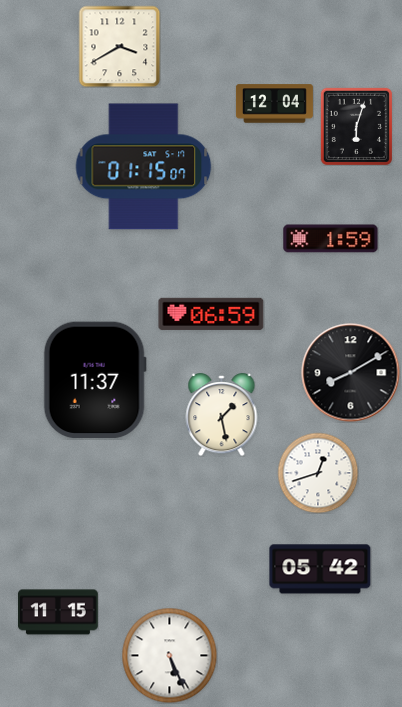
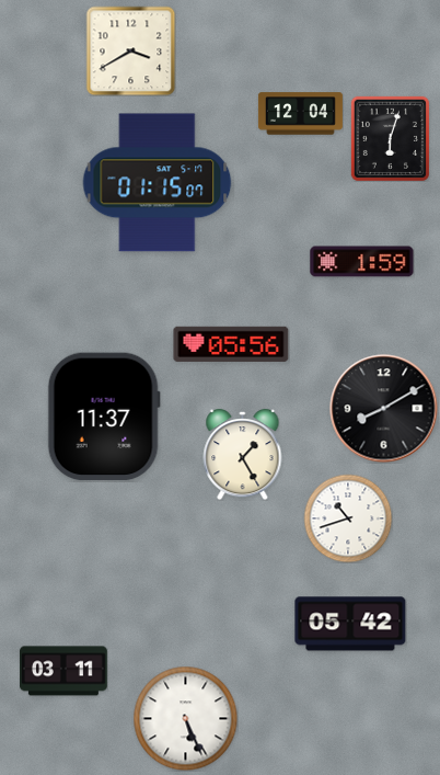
clock at (211, 314): 06:59 -> 05:56
clock at (222, 415): 1:28 -> 1:25
clock at (318, 473): 12:42 -> 10:42
clock at (59, 612): 11:15 -> 03:11
